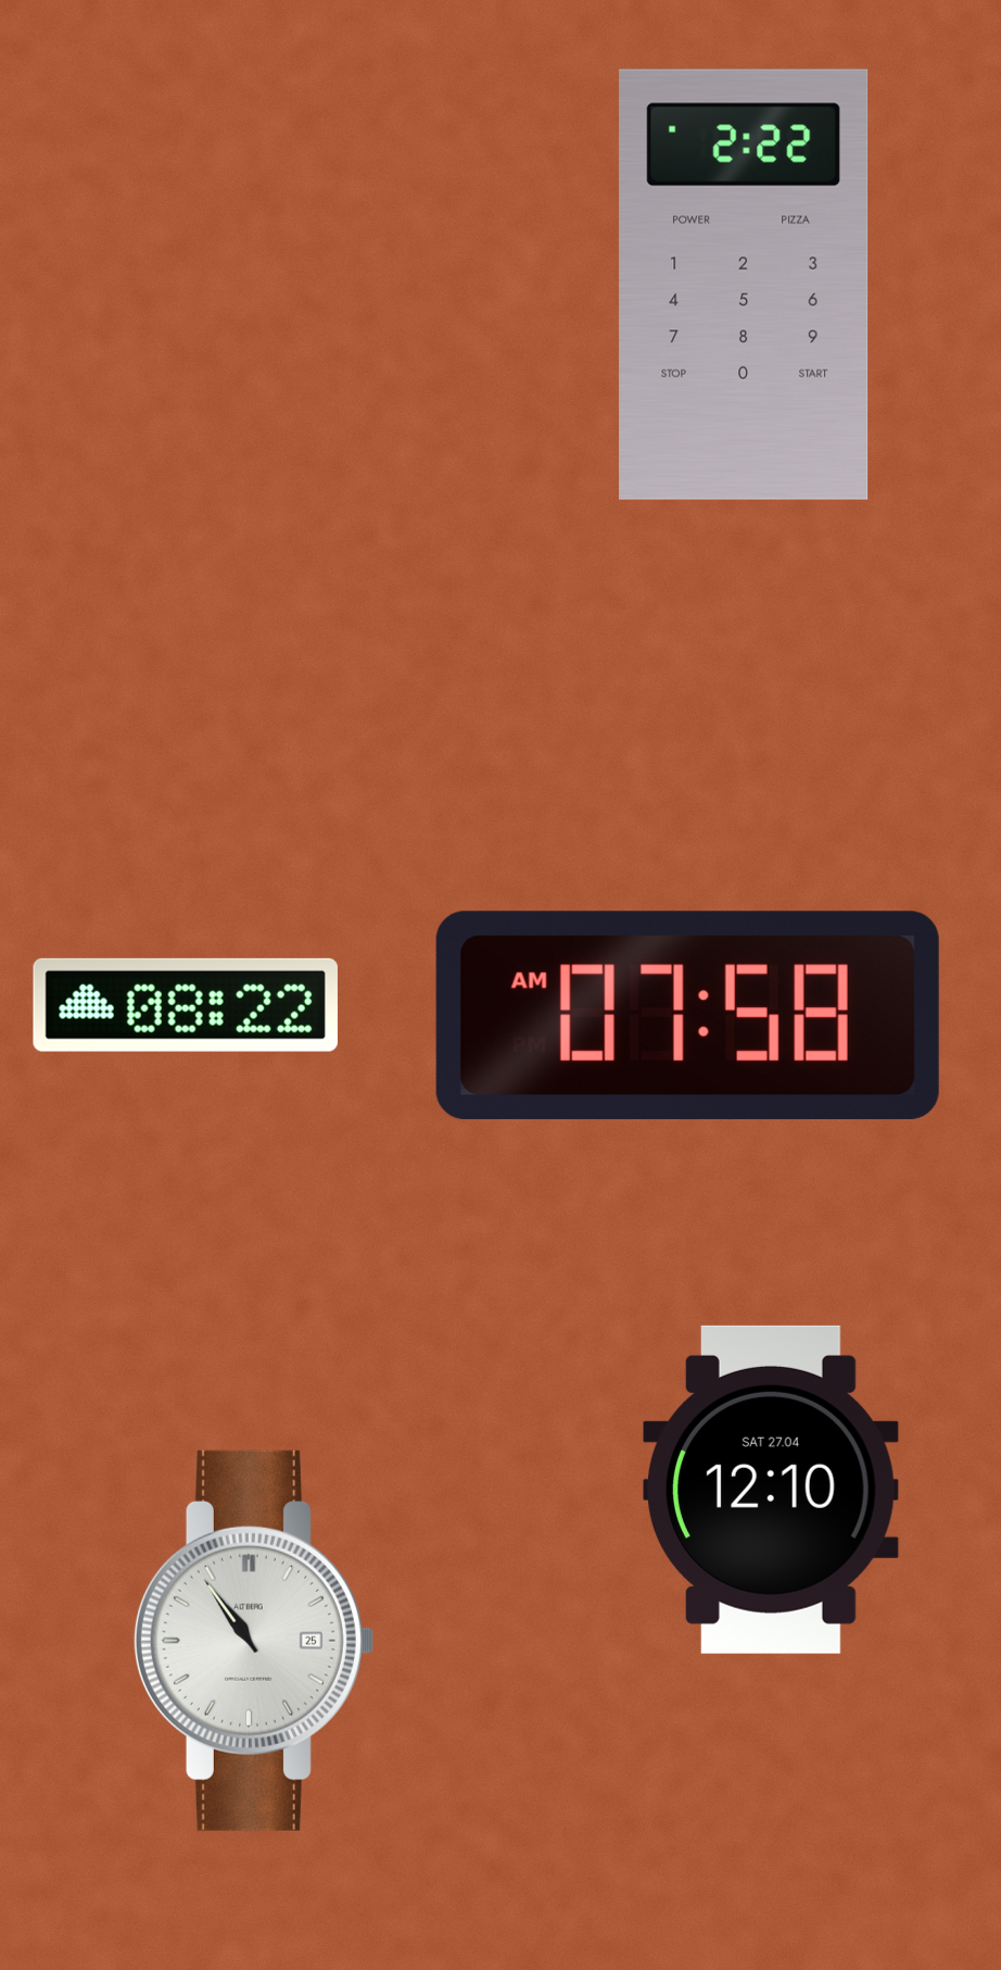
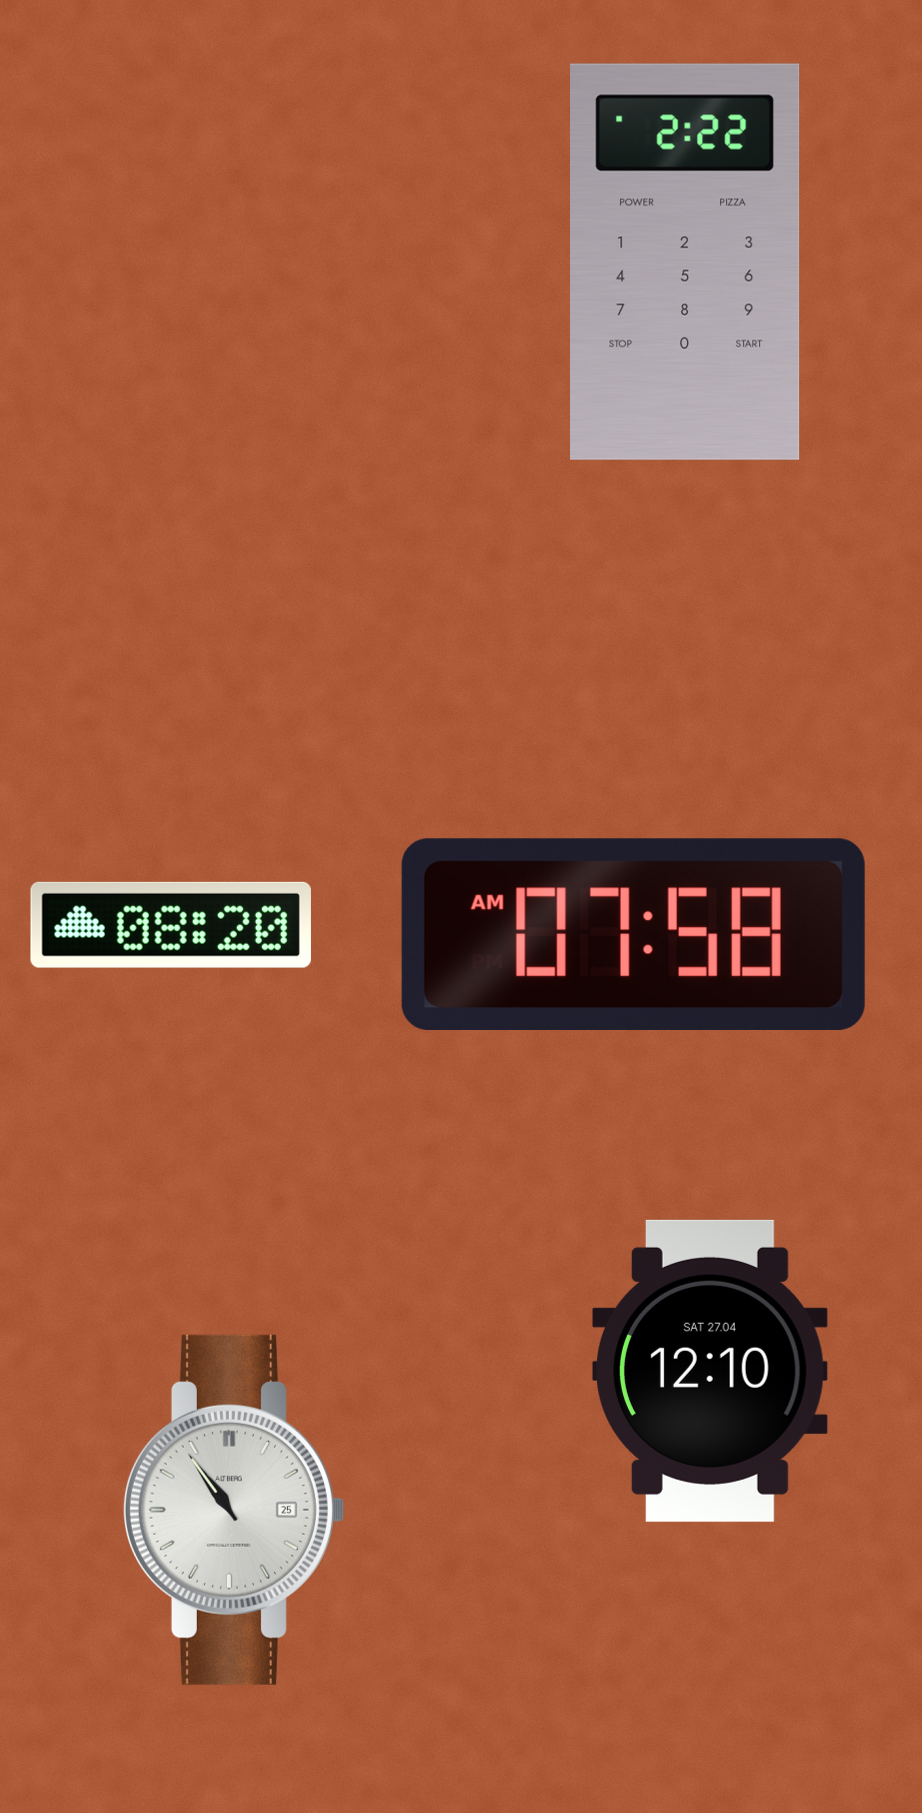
clock at (186, 1005): 08:22 -> 08:20
